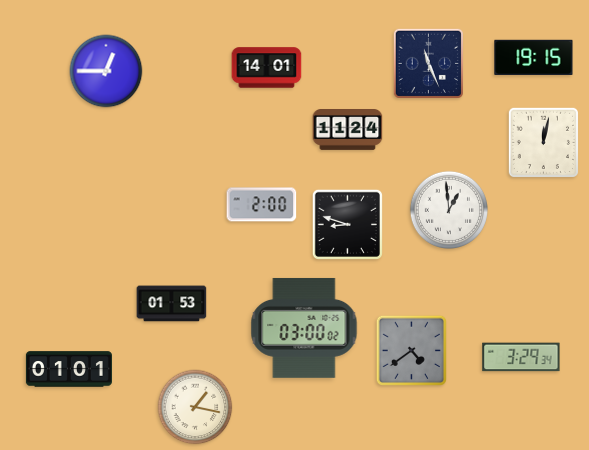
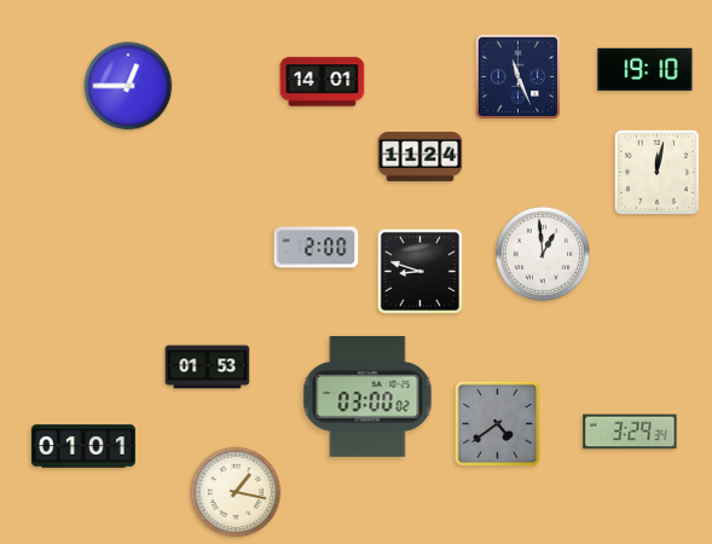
clock at (534, 57): 19:15 -> 19:10
